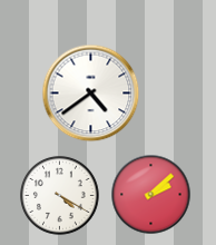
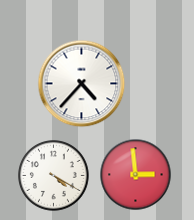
clock at (91, 94): 4:39 -> 4:37
clock at (151, 195): 2:08 -> 2:59
